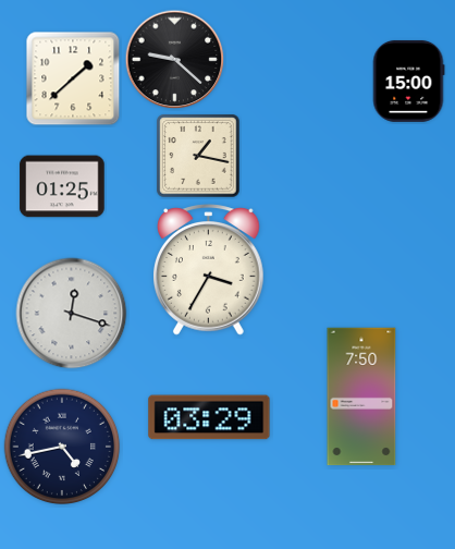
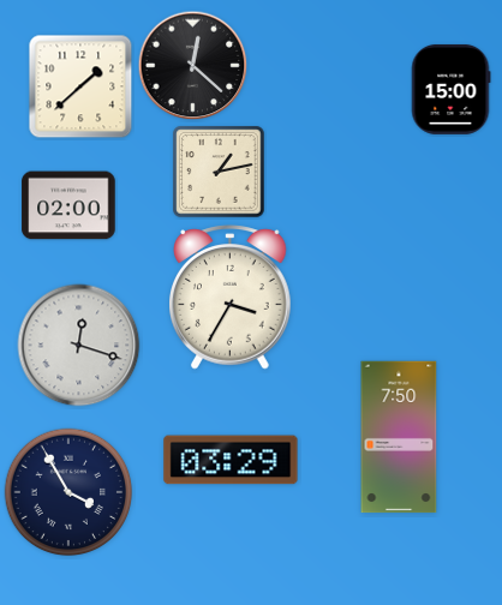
clock at (175, 60): 9:22 -> 12:22
clock at (198, 156): 1:17 -> 1:13
clock at (62, 186): 01:25 -> 02:00
clock at (62, 447): 4:43 -> 3:55
